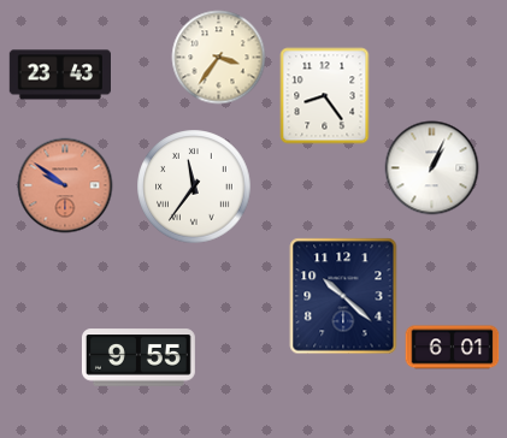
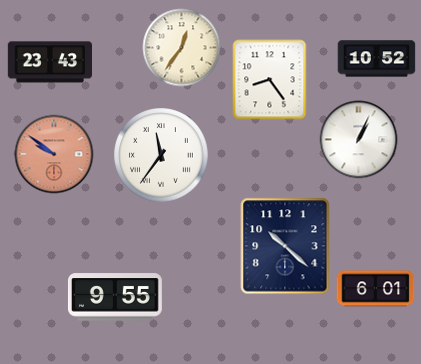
clock at (218, 57): 3:36 -> 12:36
clock at (376, 59): none -> 10:52
